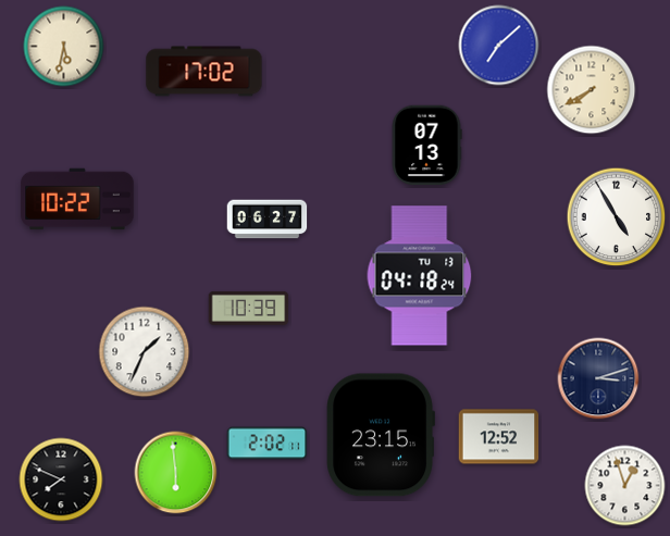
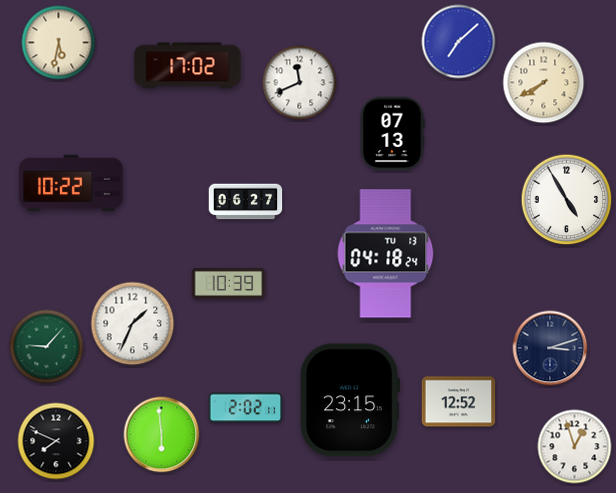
clock at (300, 83): none -> 11:41
clock at (47, 347): none -> 9:07
